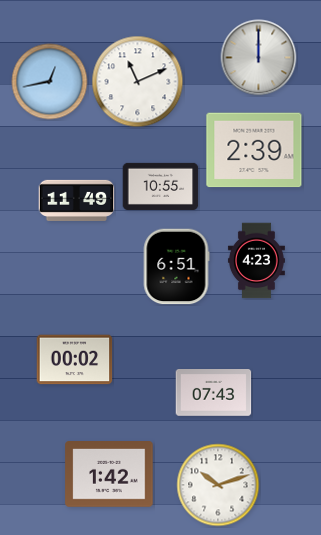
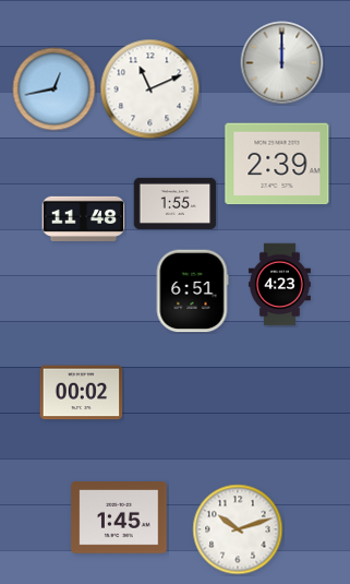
clock at (161, 186): 10:55 -> 1:55
clock at (77, 200): 11:49 -> 11:48
clock at (214, 393): 07:43 -> none
clock at (109, 474): 1:42 -> 1:45
